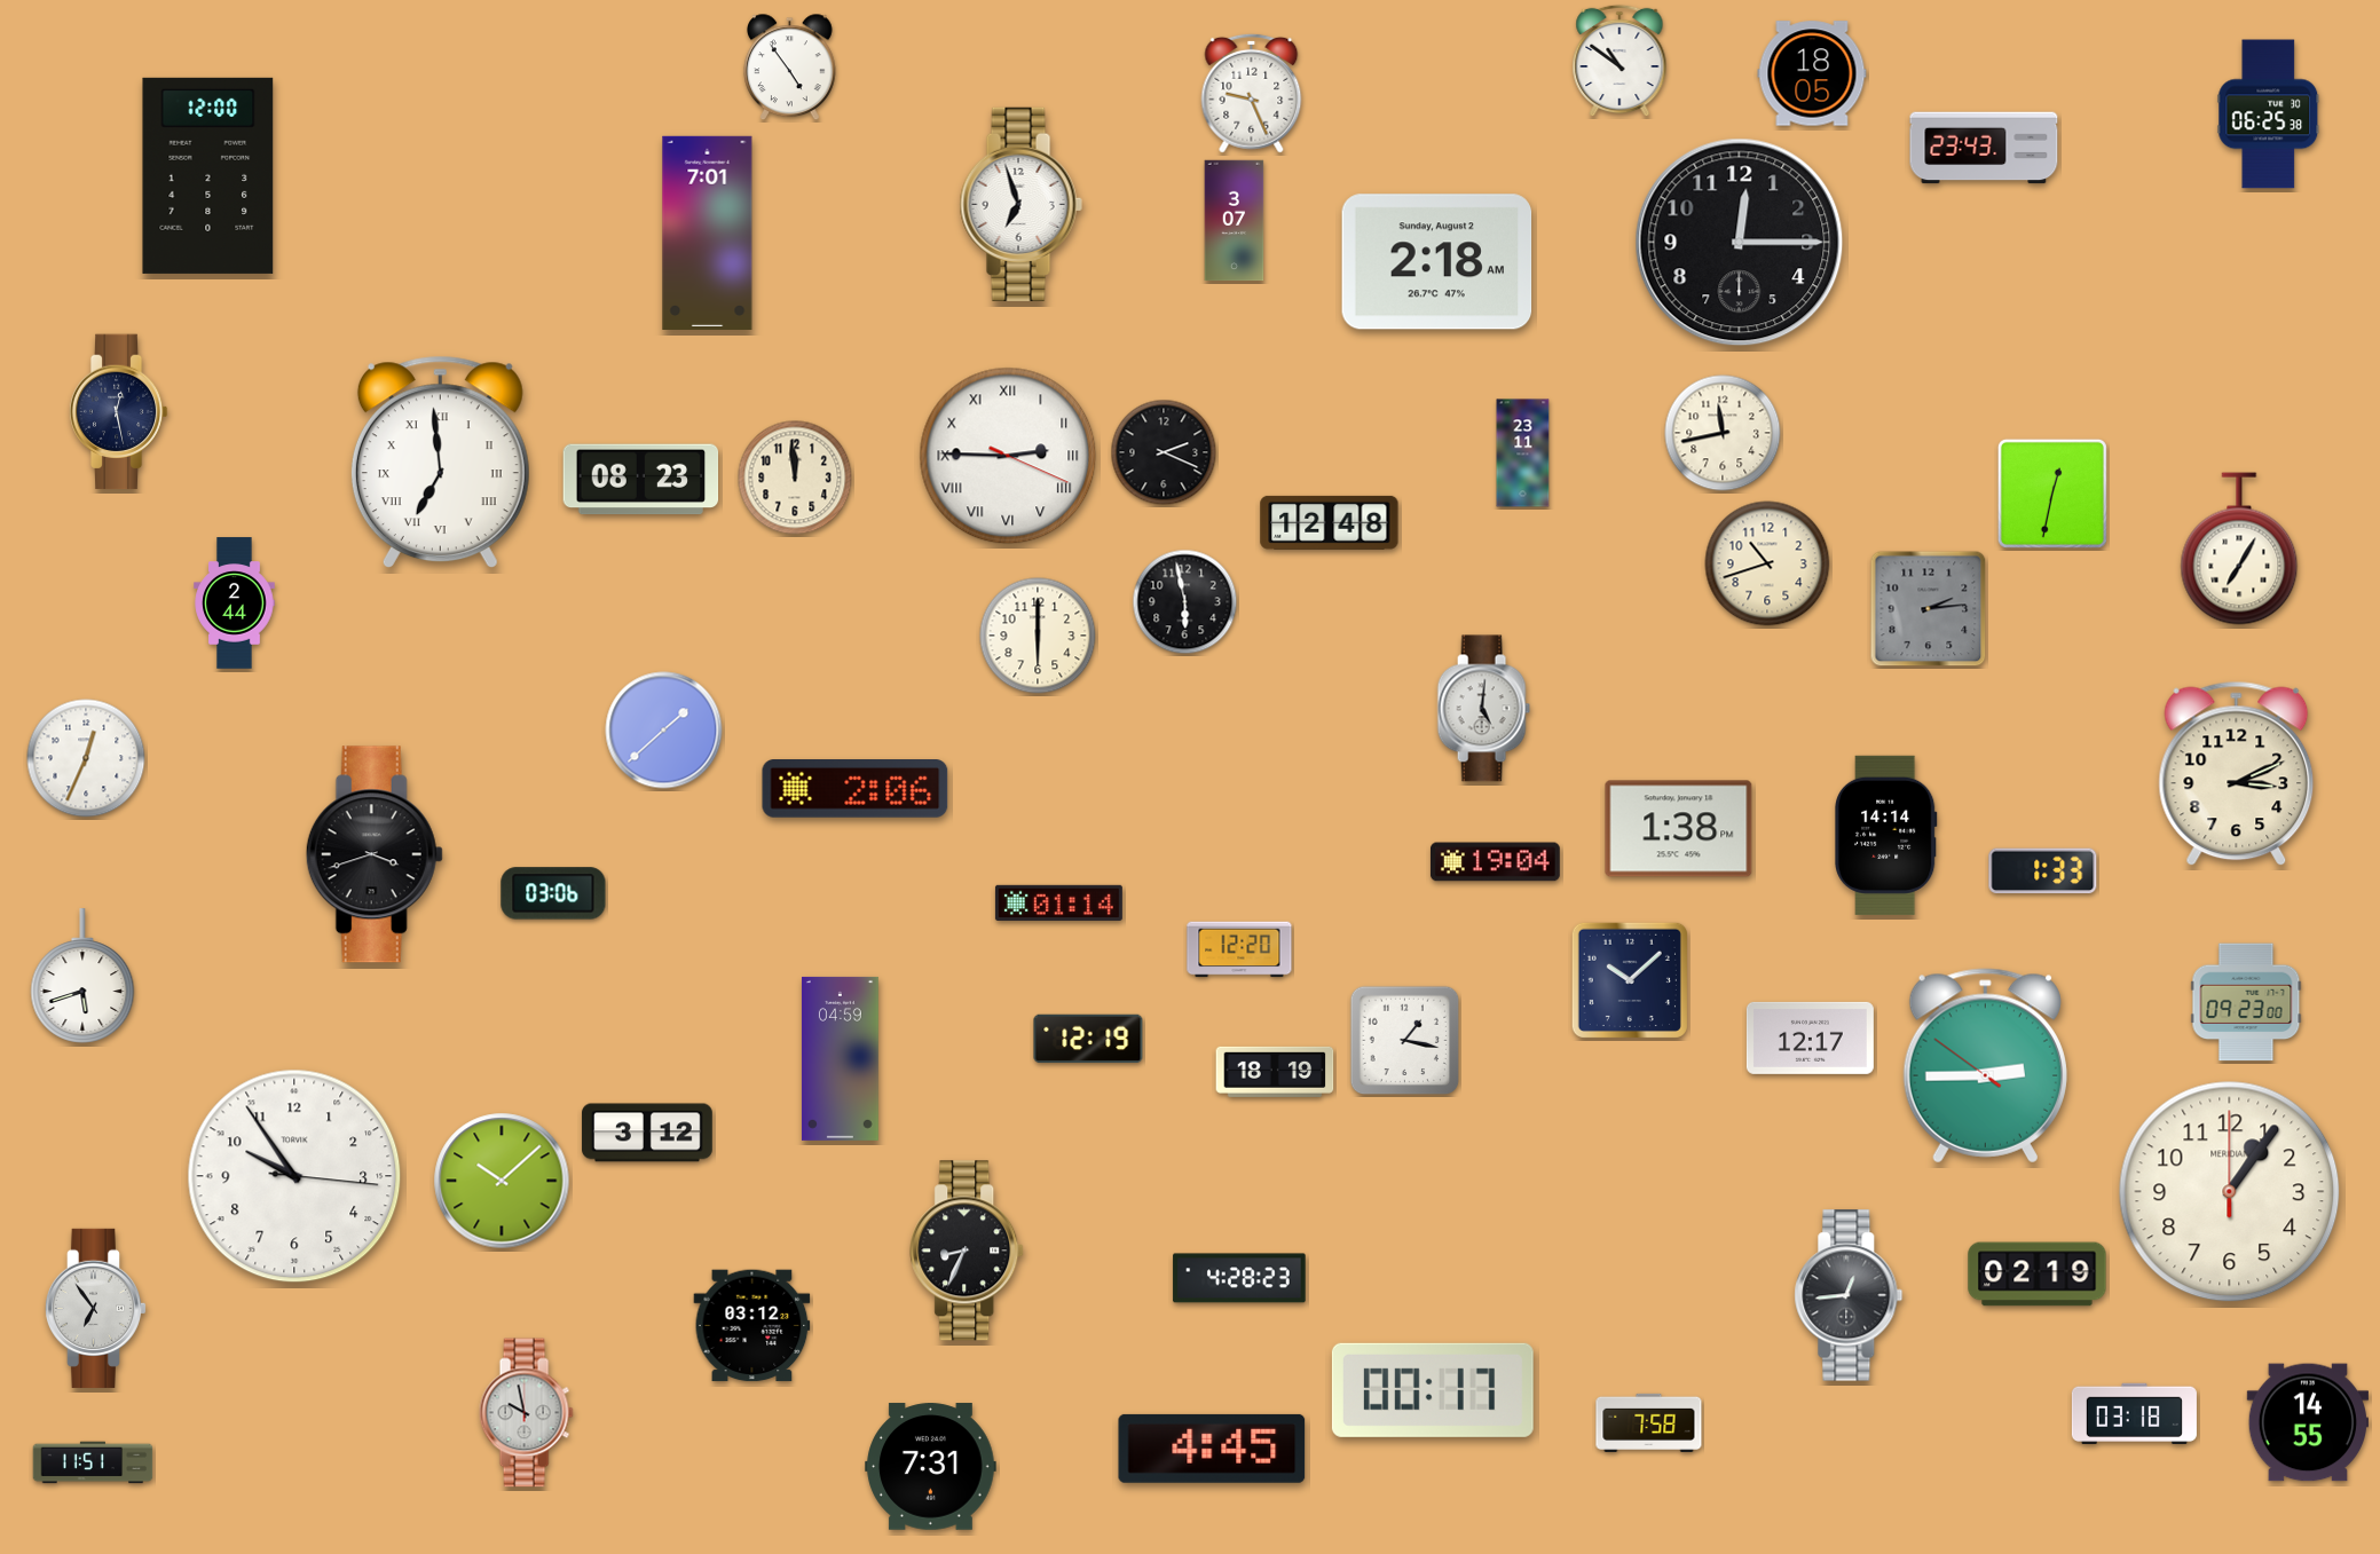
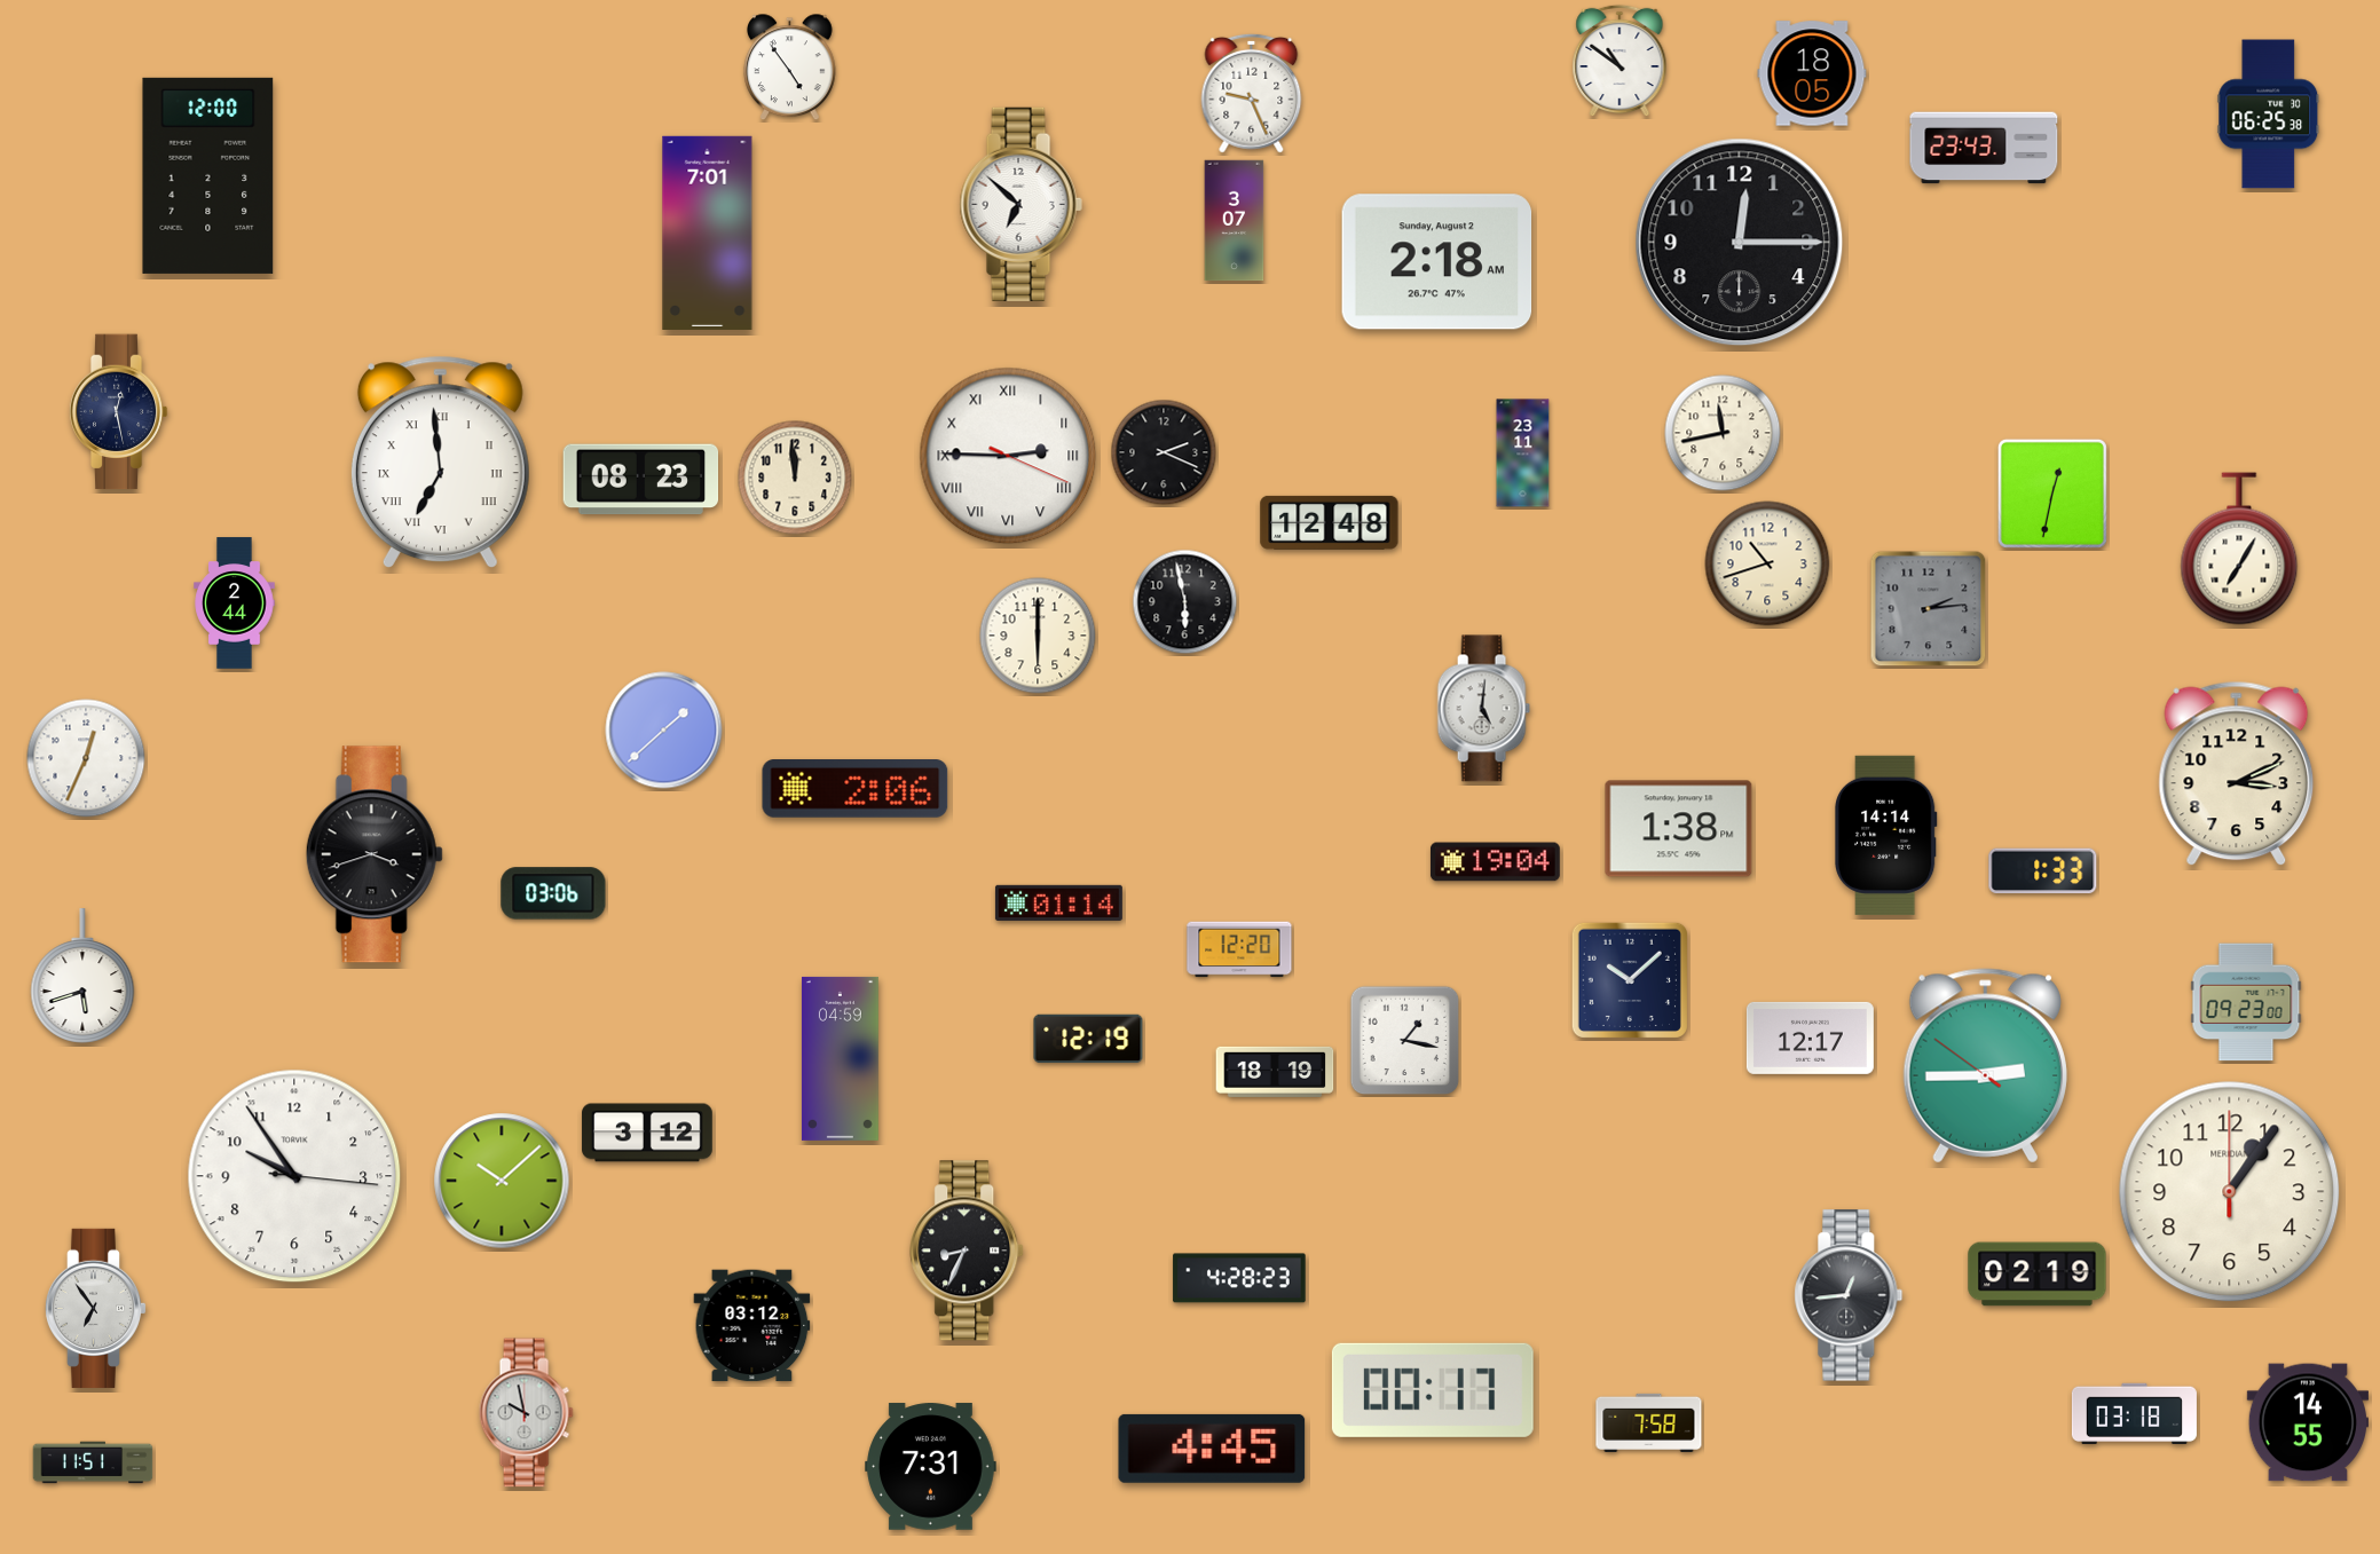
clock at (1020, 204): 6:57 -> 6:52
